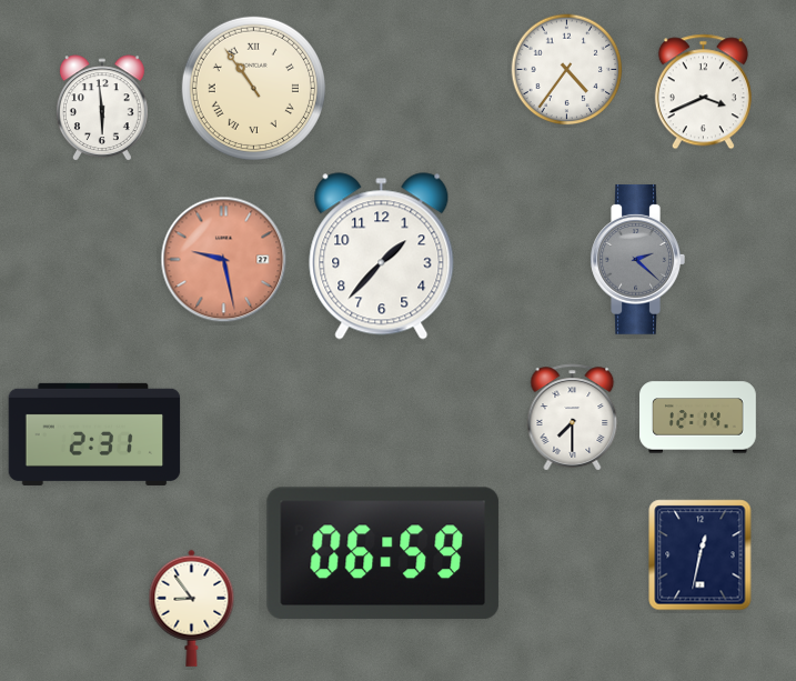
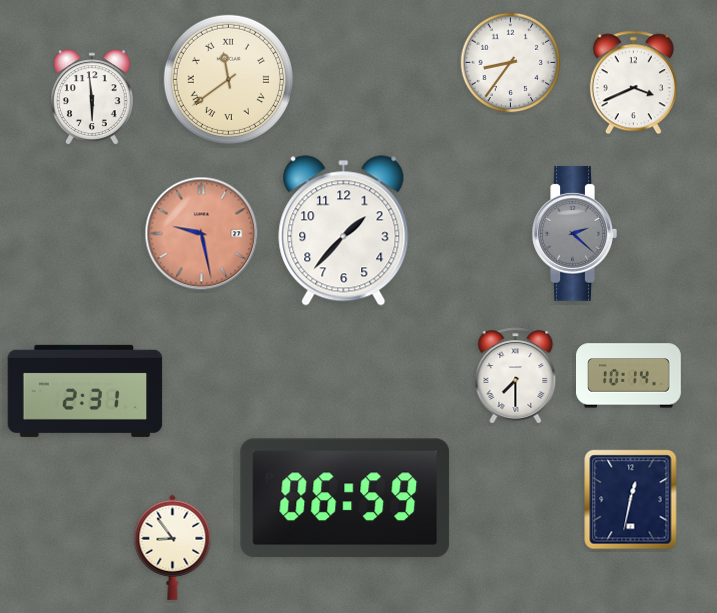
clock at (567, 70): 4:36 -> 8:36
clock at (253, 88): 10:54 -> 11:39
clock at (698, 418): 12:14 -> 10:14
